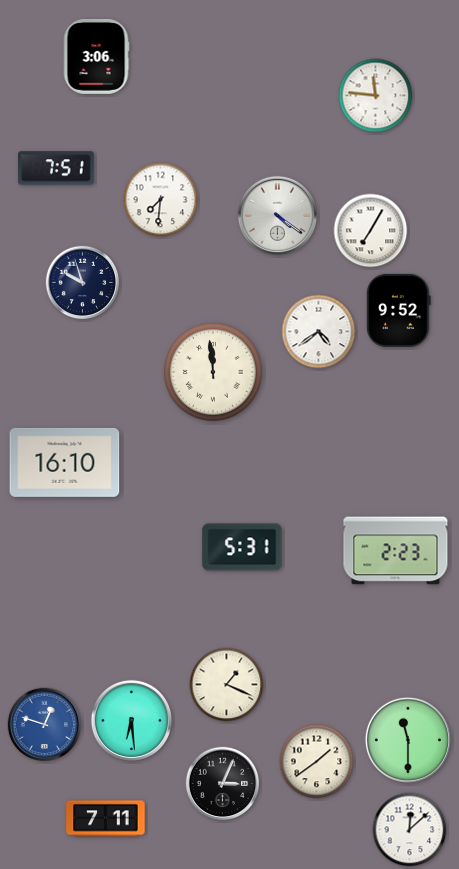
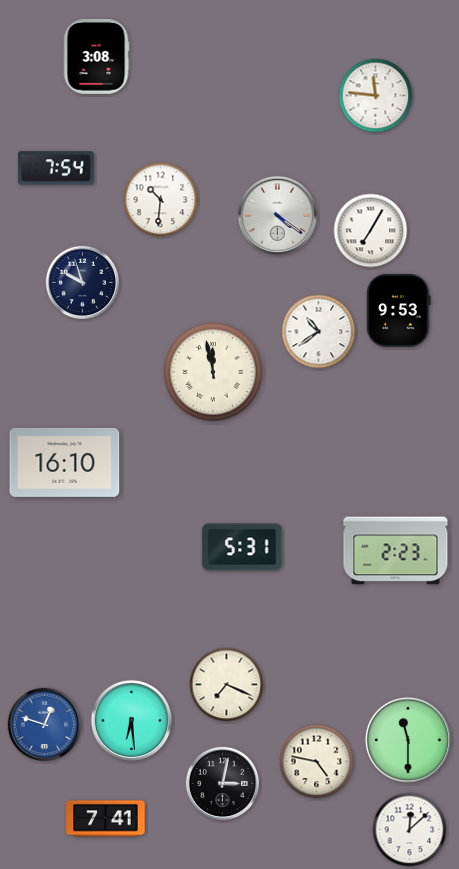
clock at (96, 56): 3:06 -> 3:08
clock at (57, 168): 7:51 -> 7:54
clock at (161, 200): 7:31 -> 10:31
clock at (399, 310): 9:52 -> 9:53
clock at (319, 332): 4:39 -> 10:39
clock at (214, 373): 11:59 -> 11:58
clock at (227, 685): 1:19 -> 7:19
clock at (317, 762): 1:39 -> 4:47
clock at (223, 784): 3:04 -> 3:02
clock at (106, 819): 7:11 -> 7:41
